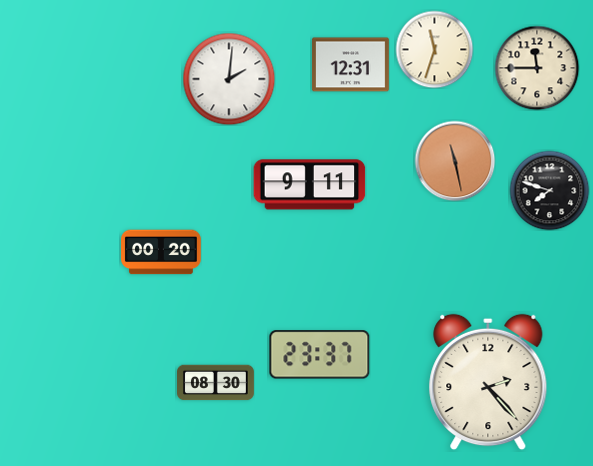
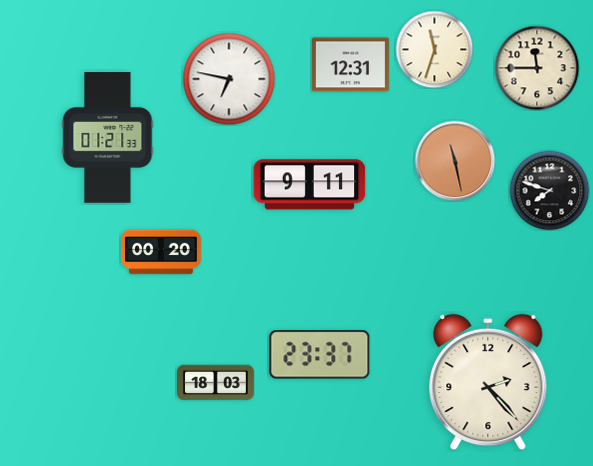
clock at (229, 79): 2:01 -> 6:47
clock at (108, 138): none -> 01:21
clock at (216, 383): 08:30 -> 18:03
